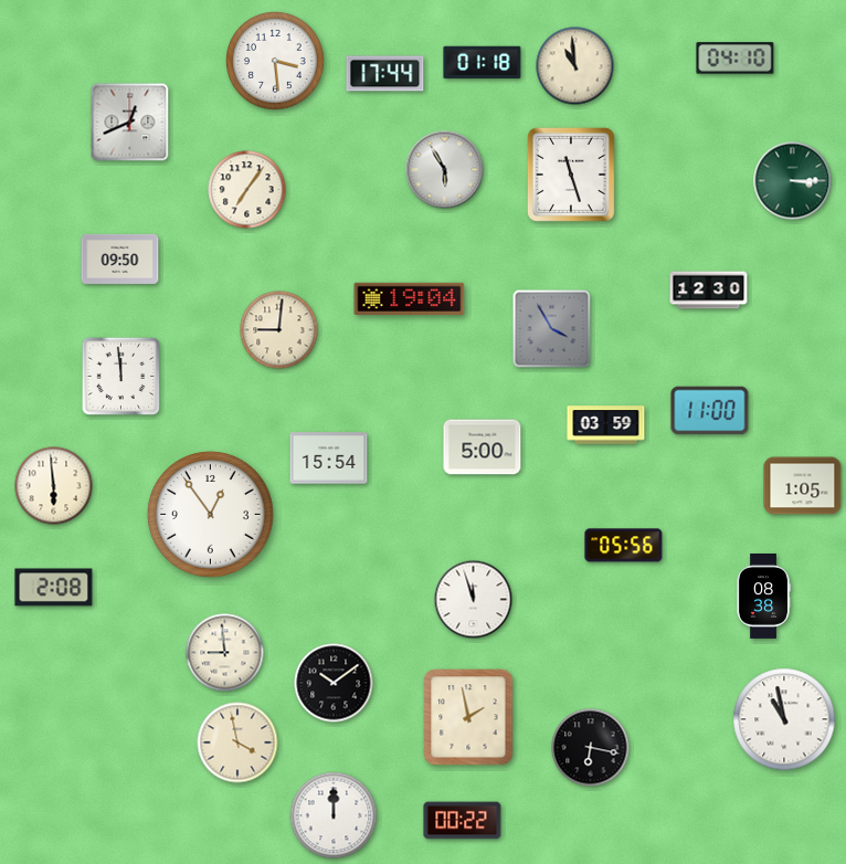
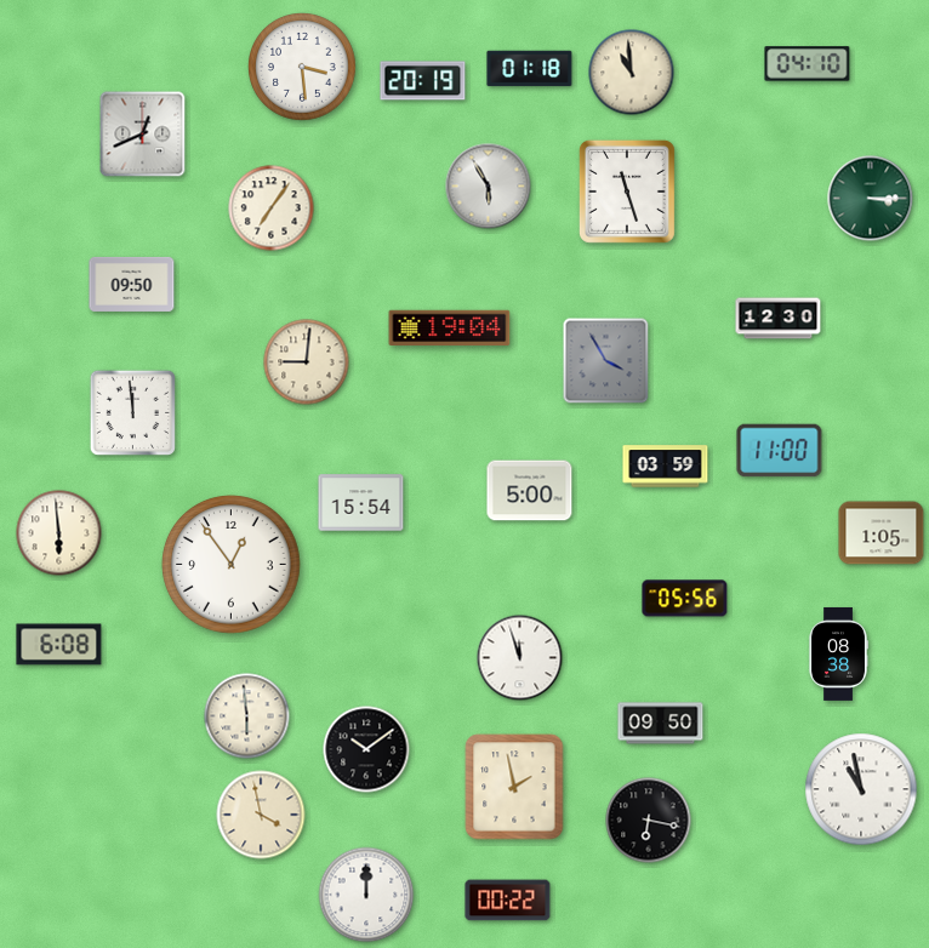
clock at (385, 74): 17:44 -> 20:19
clock at (54, 588): 2:08 -> 6:08
clock at (225, 653): 8:59 -> 5:59
clock at (661, 724): none -> 09:50
